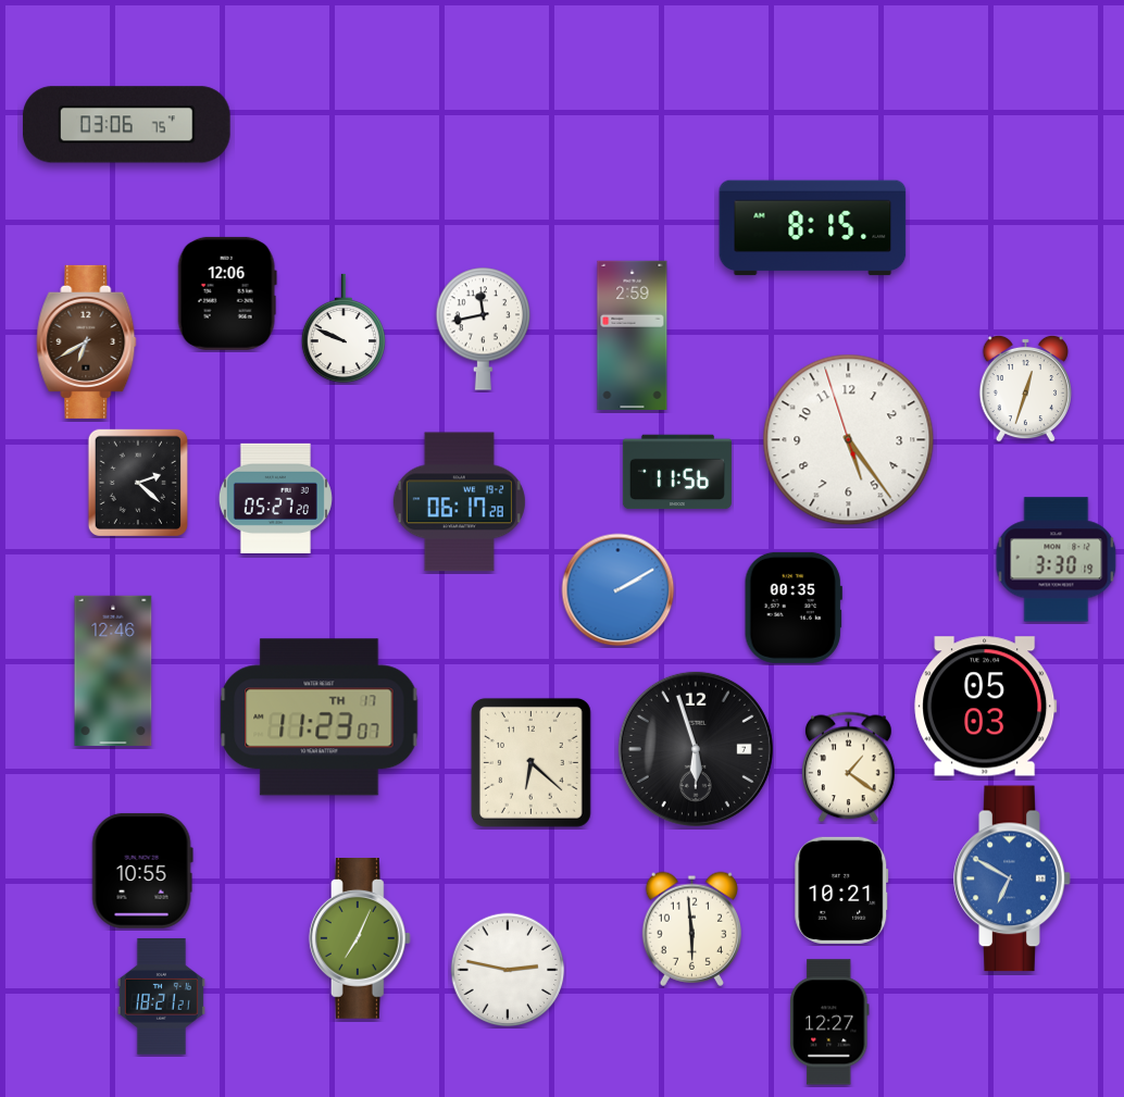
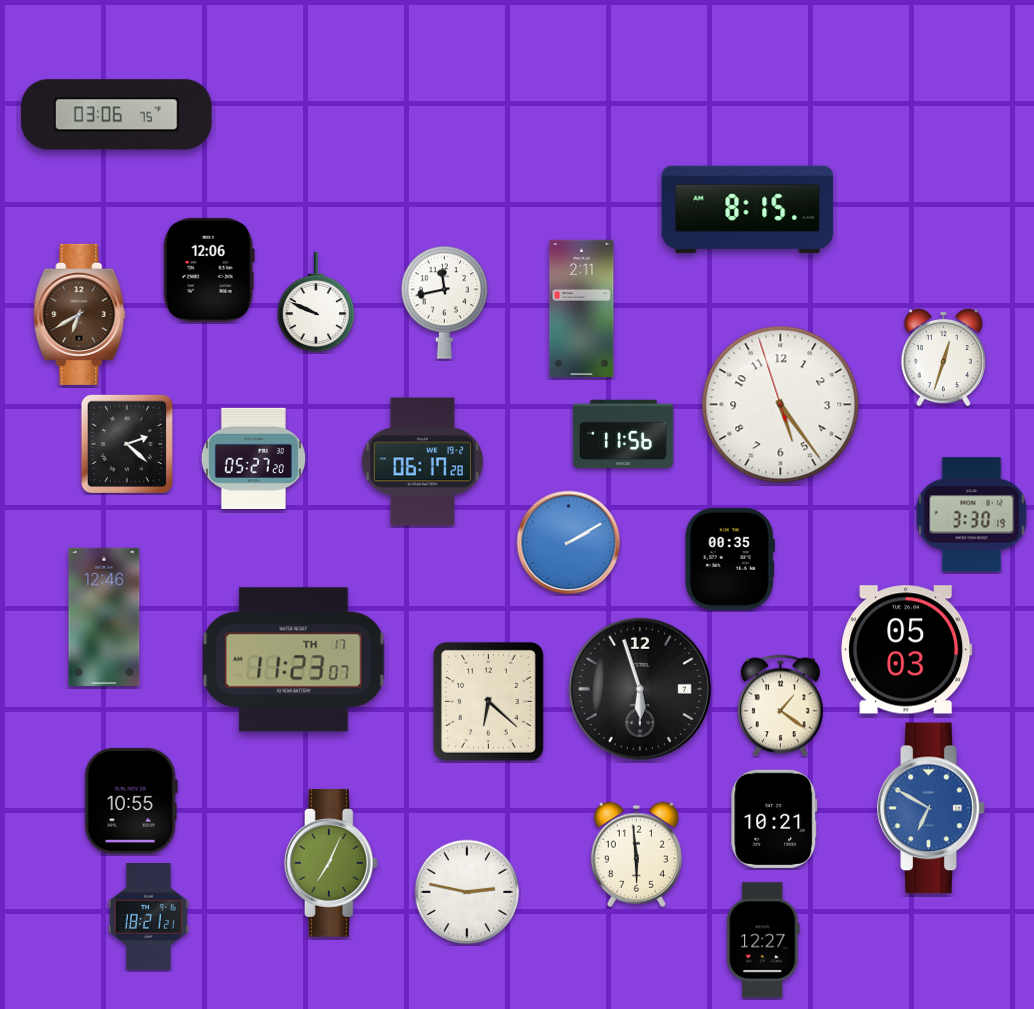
clock at (633, 335): 2:59 -> 2:11
